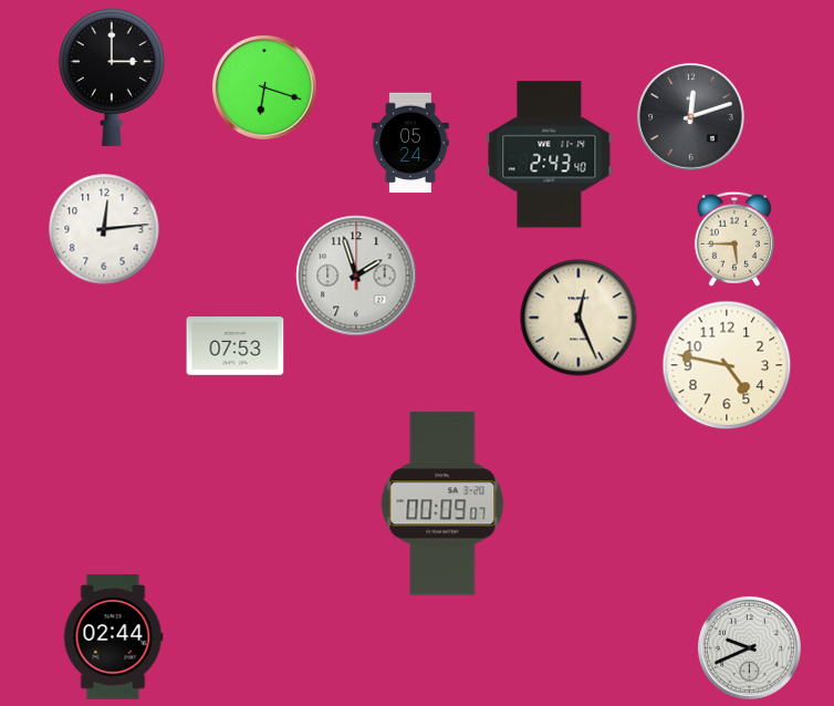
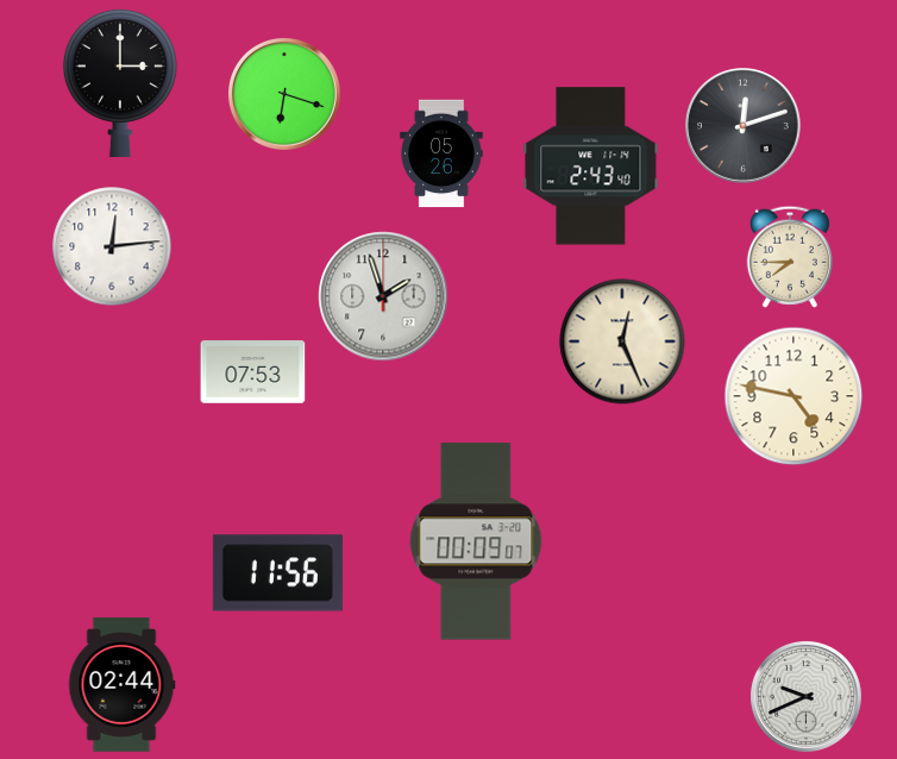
clock at (410, 143): 05:24 -> 05:26
clock at (734, 239): 5:45 -> 7:45
clock at (727, 365) position: (727, 365) -> (793, 396)
clock at (277, 573): none -> 11:56
